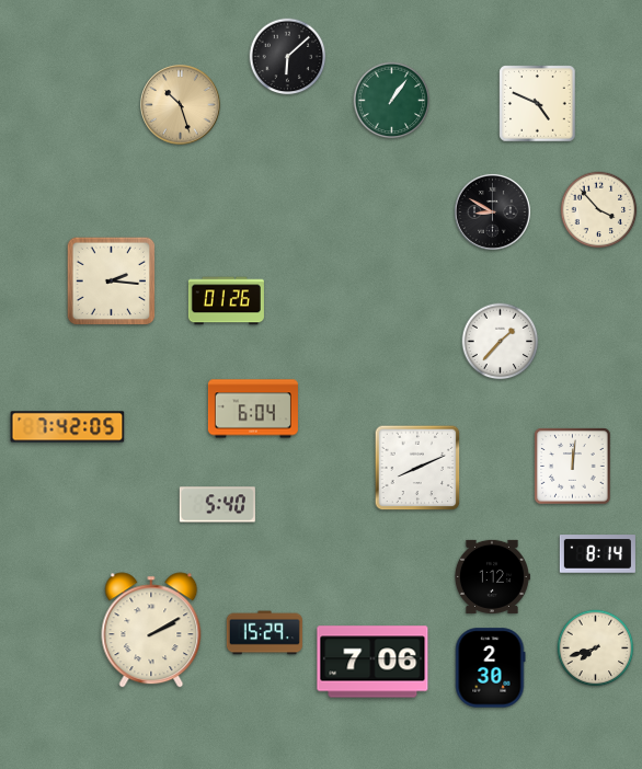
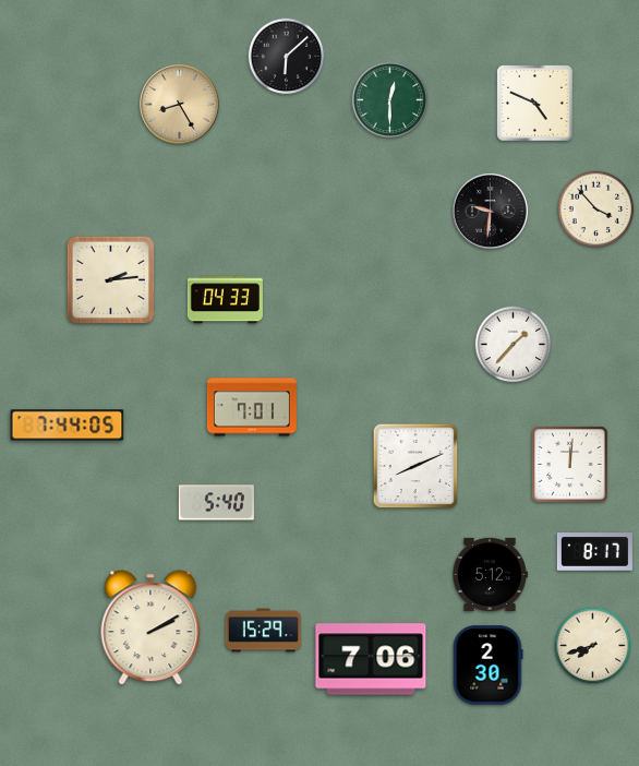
clock at (392, 101): 1:06 -> 12:30
clock at (181, 105): 10:27 -> 8:25
clock at (492, 211): 8:50 -> 9:31
clock at (112, 282): 2:16 -> 2:14
clock at (226, 301): 01:26 -> 04:33
clock at (501, 342) position: (501, 342) -> (514, 345)
clock at (253, 409): 6:04 -> 7:01
clock at (68, 427): 7:42 -> 7:44
clock at (597, 554): 8:14 -> 8:17
clock at (492, 576): 1:12 -> 5:12
